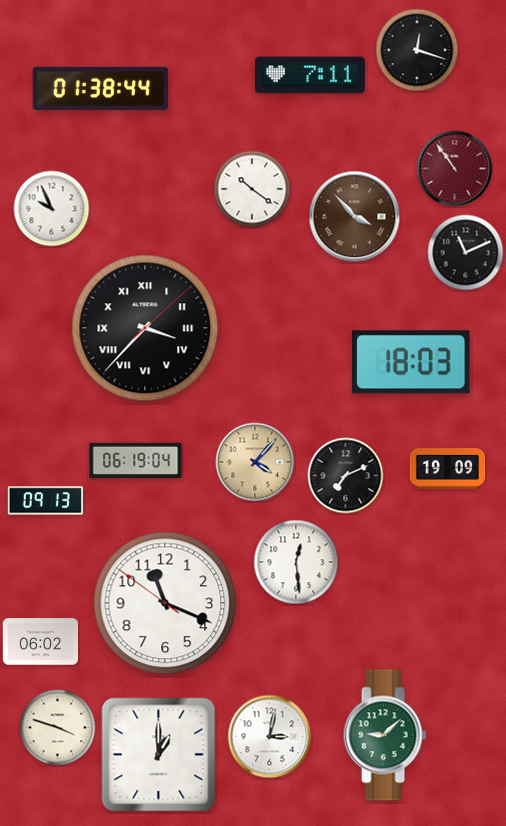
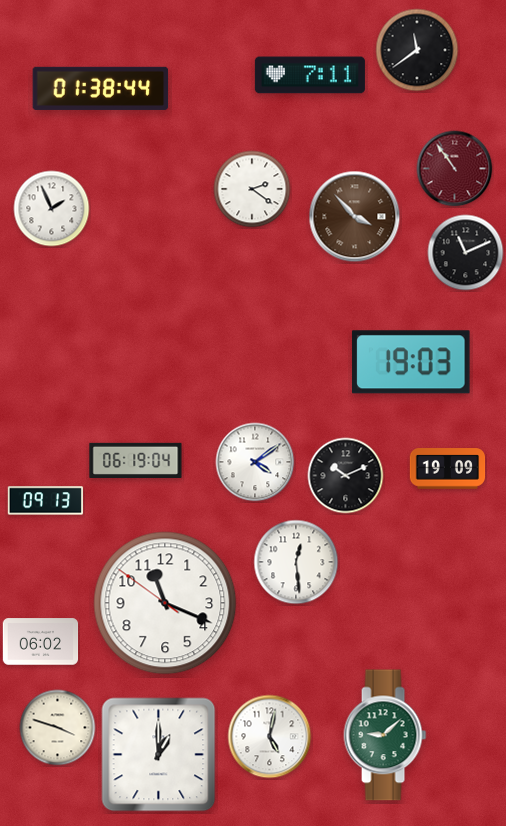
clock at (417, 50): 12:18 -> 11:39
clock at (252, 189): 10:21 -> 2:21
clock at (52, 209): 9:56 -> 1:56
clock at (145, 328): 3:37 -> none
clock at (411, 362): 18:03 -> 19:03
clock at (255, 462): 4:07 -> 4:09
clock at (255, 462) dial: champagne -> white
clock at (346, 476): 7:11 -> 10:11
clock at (270, 737): 3:02 -> 5:02
